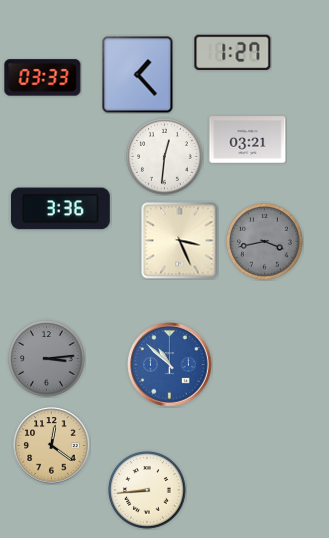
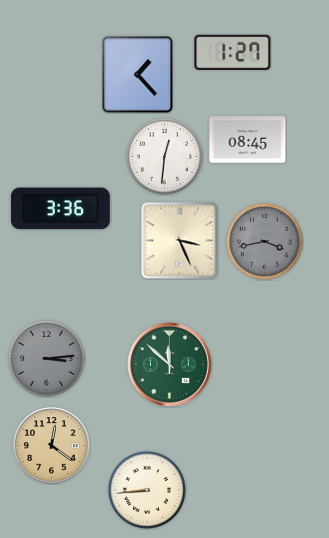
clock at (43, 78): 03:33 -> none
clock at (248, 140): 03:21 -> 08:45
clock at (170, 365): 10:52 -> 11:52
clock at (170, 365) dial: blue -> green
